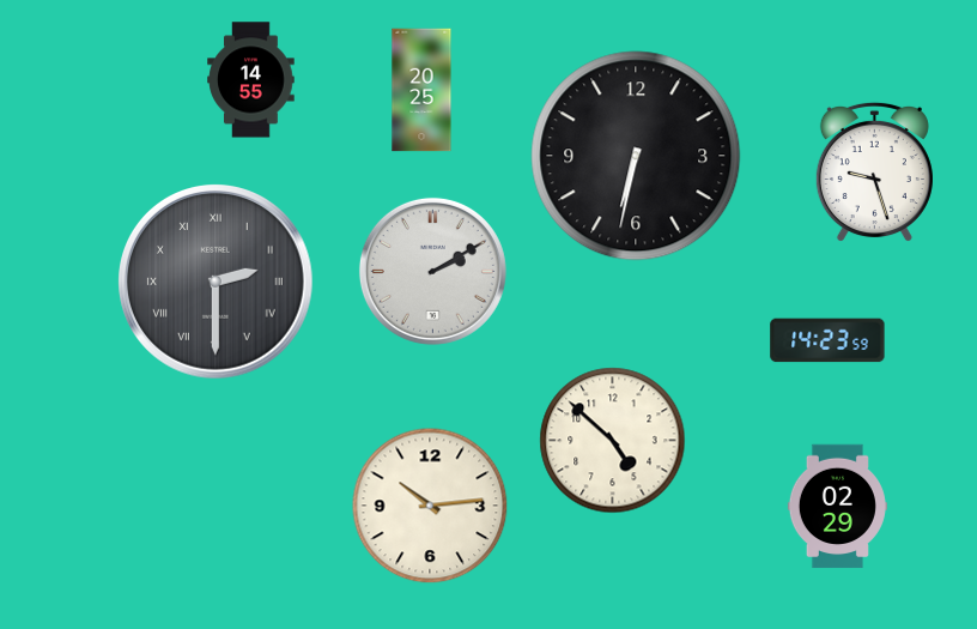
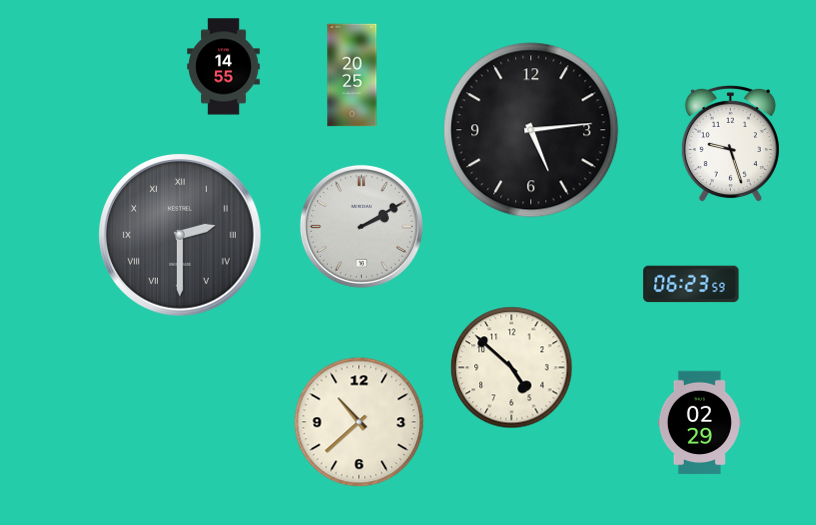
clock at (251, 80) position: (251, 80) -> (224, 67)
clock at (636, 156): 6:32 -> 5:14
clock at (827, 340): 14:23 -> 06:23
clock at (430, 506): 10:14 -> 10:38
